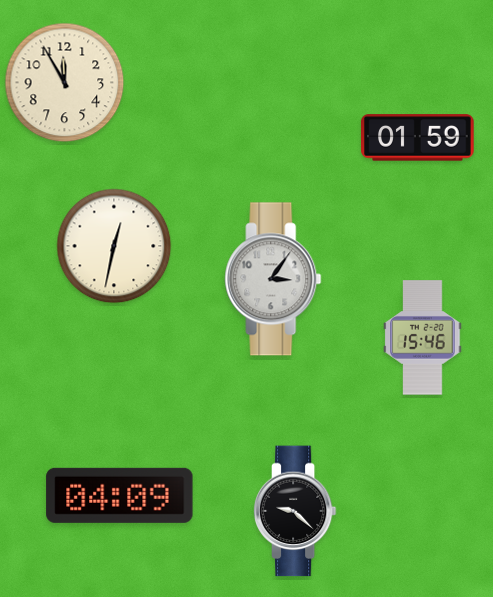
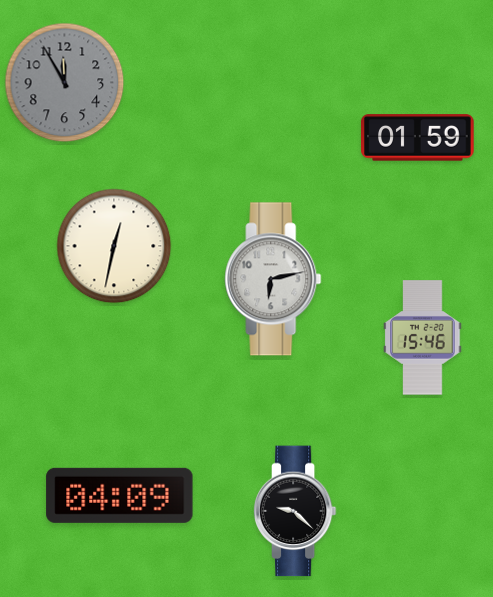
clock at (65, 83) dial: cream -> grey
clock at (273, 279): 3:06 -> 6:13
